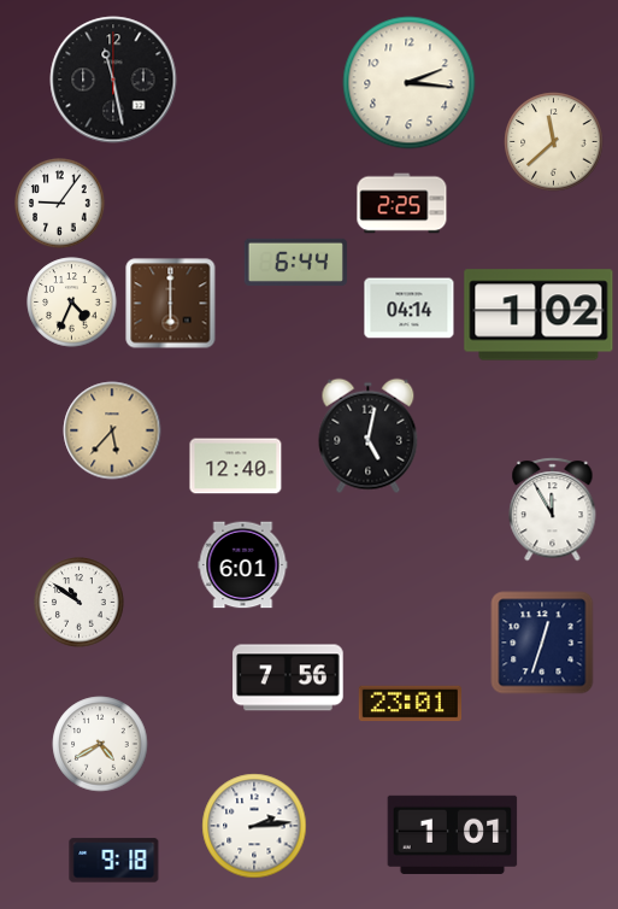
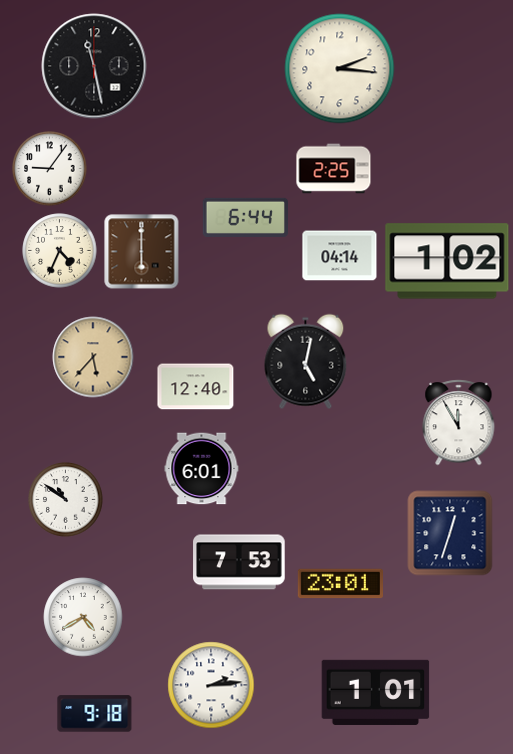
clock at (554, 142): 11:38 -> none
clock at (288, 678): 7:56 -> 7:53
